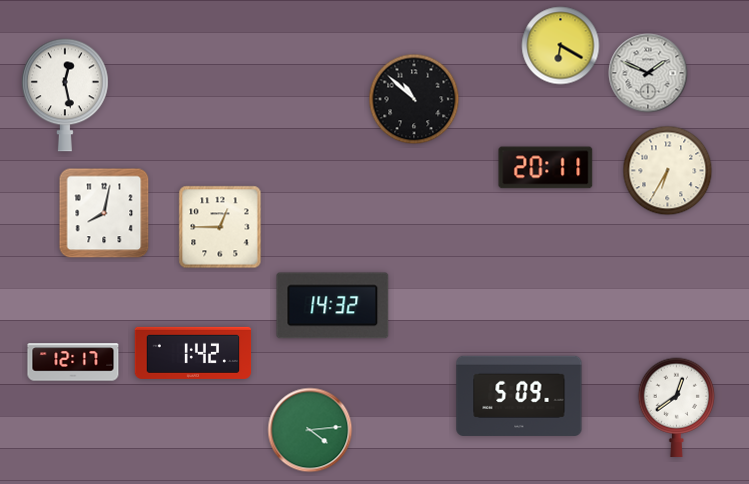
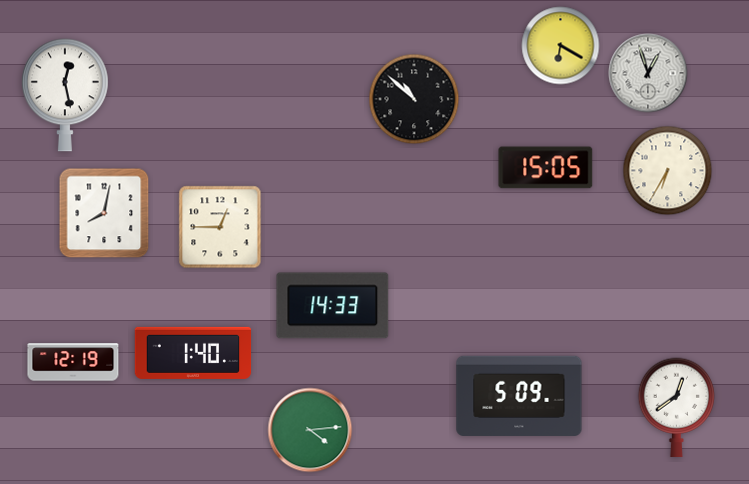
clock at (648, 73): 1:49 -> 12:57
clock at (546, 168): 20:11 -> 15:05
clock at (333, 306): 14:32 -> 14:33
clock at (193, 353): 1:42 -> 1:40
clock at (73, 362): 12:17 -> 12:19
